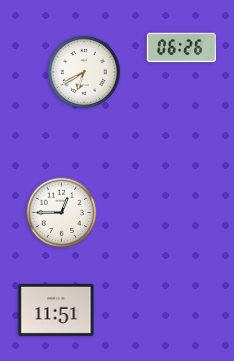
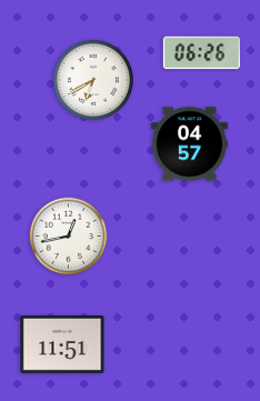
clock at (189, 144): none -> 04:57
clock at (62, 213): 12:45 -> 12:43
